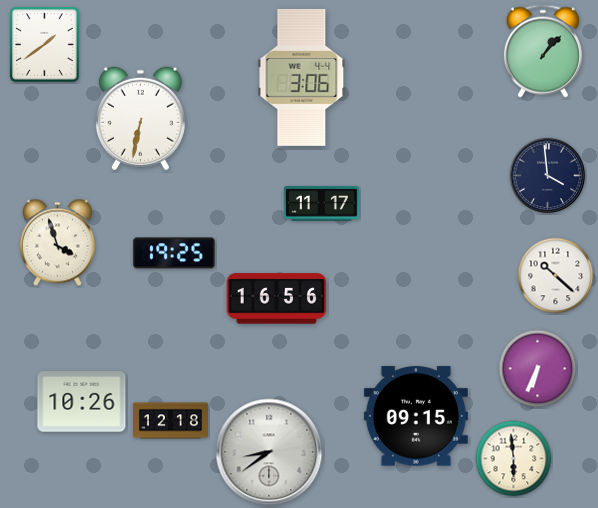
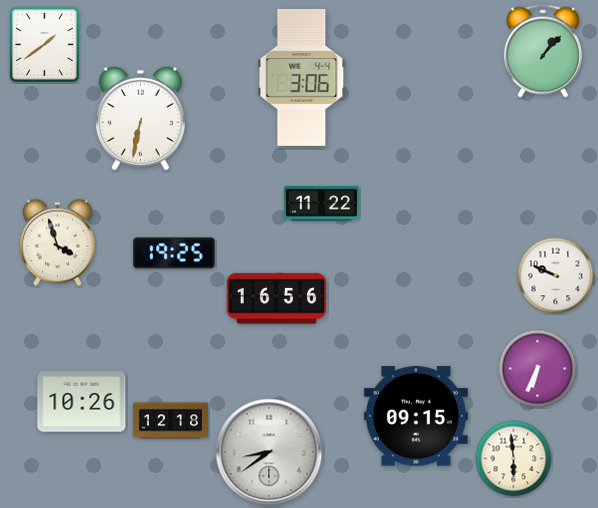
clock at (548, 176): 3:59 -> none
clock at (321, 204): 11:17 -> 11:22
clock at (556, 276): 10:22 -> 9:49
